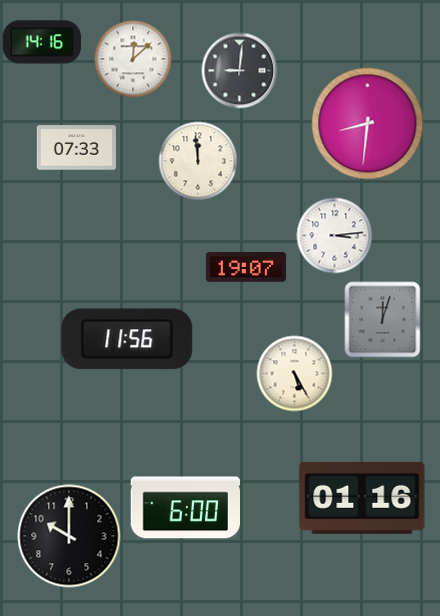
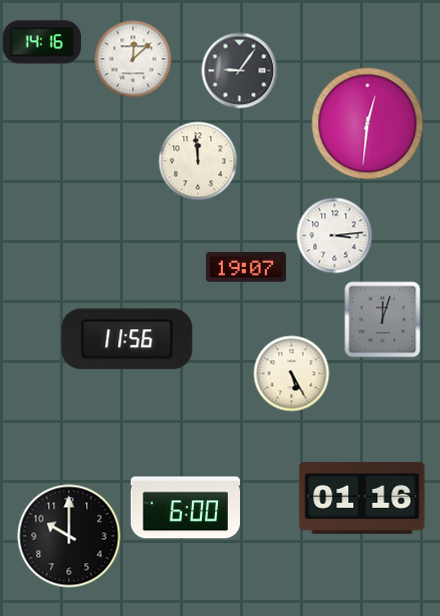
clock at (240, 71): 9:01 -> 9:06
clock at (368, 124): 8:31 -> 12:31
clock at (76, 148): 07:33 -> none
clock at (295, 374) position: (295, 374) -> (292, 374)
